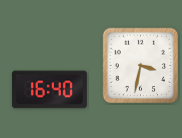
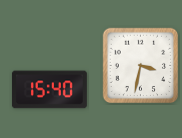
clock at (49, 90): 16:40 -> 15:40
